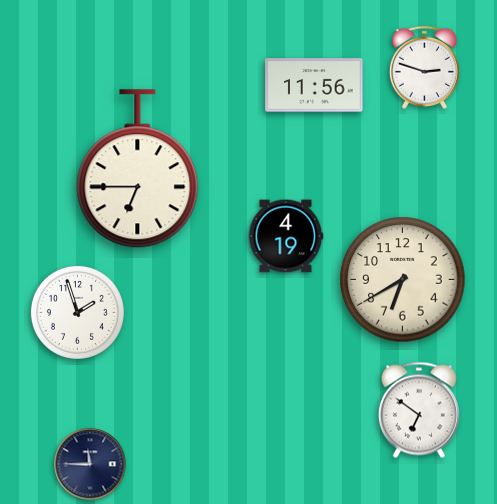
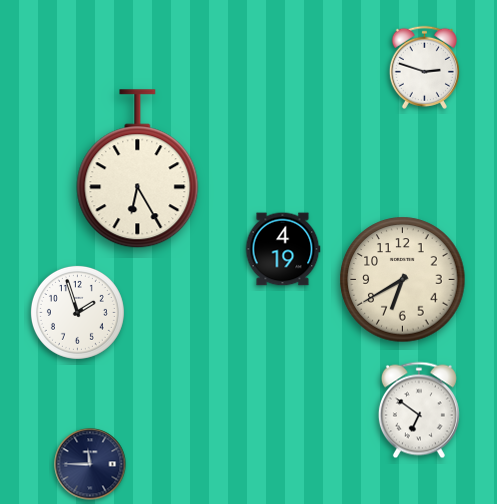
clock at (314, 85): 11:56 -> none
clock at (138, 169): 6:45 -> 6:25
clock at (286, 236) position: (286, 236) -> (283, 249)
